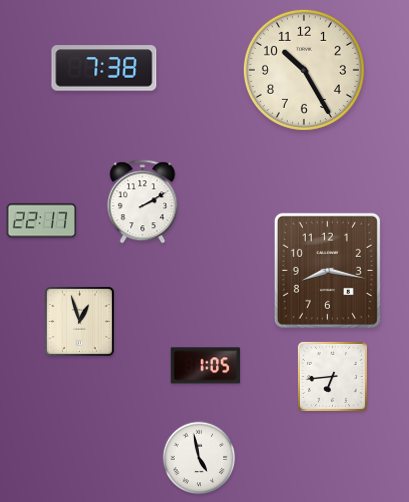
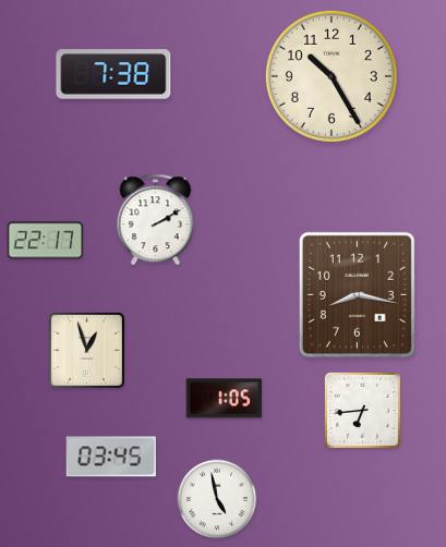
clock at (111, 457): none -> 03:45
